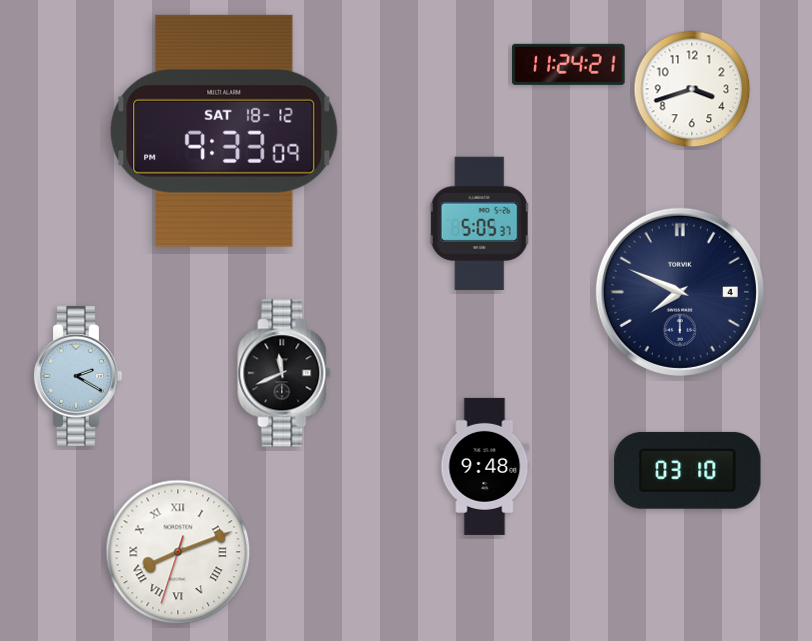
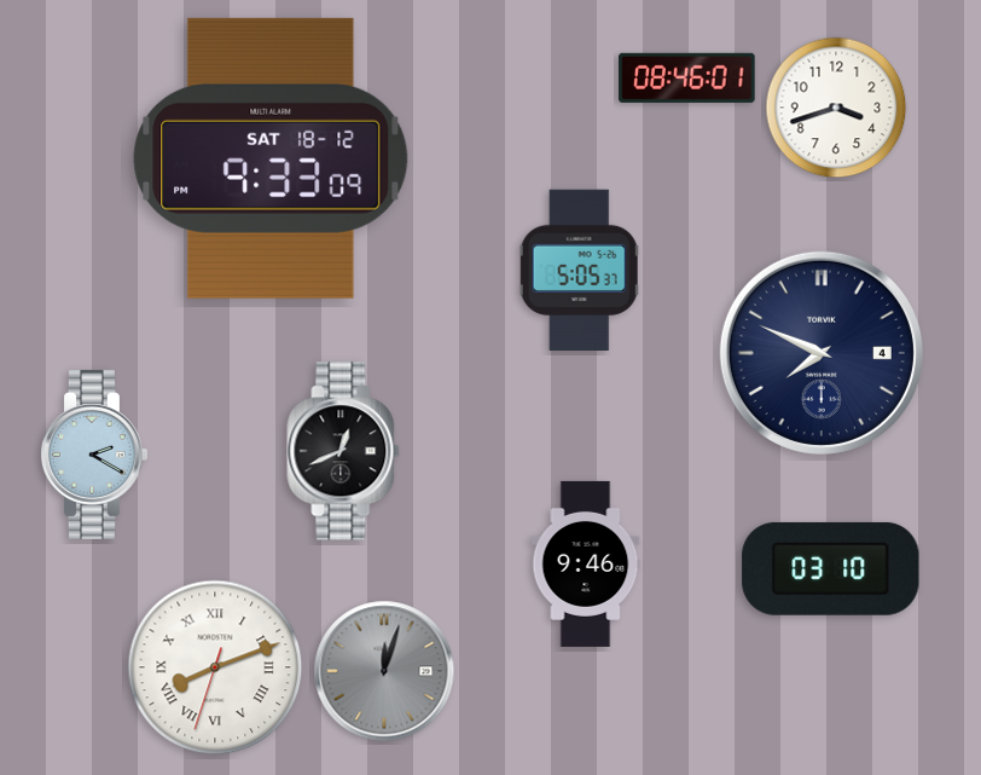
clock at (569, 64): 11:24 -> 08:46
clock at (284, 373): 11:41 -> 12:41
clock at (485, 466): 9:48 -> 9:46
clock at (384, 671): none -> 12:03
